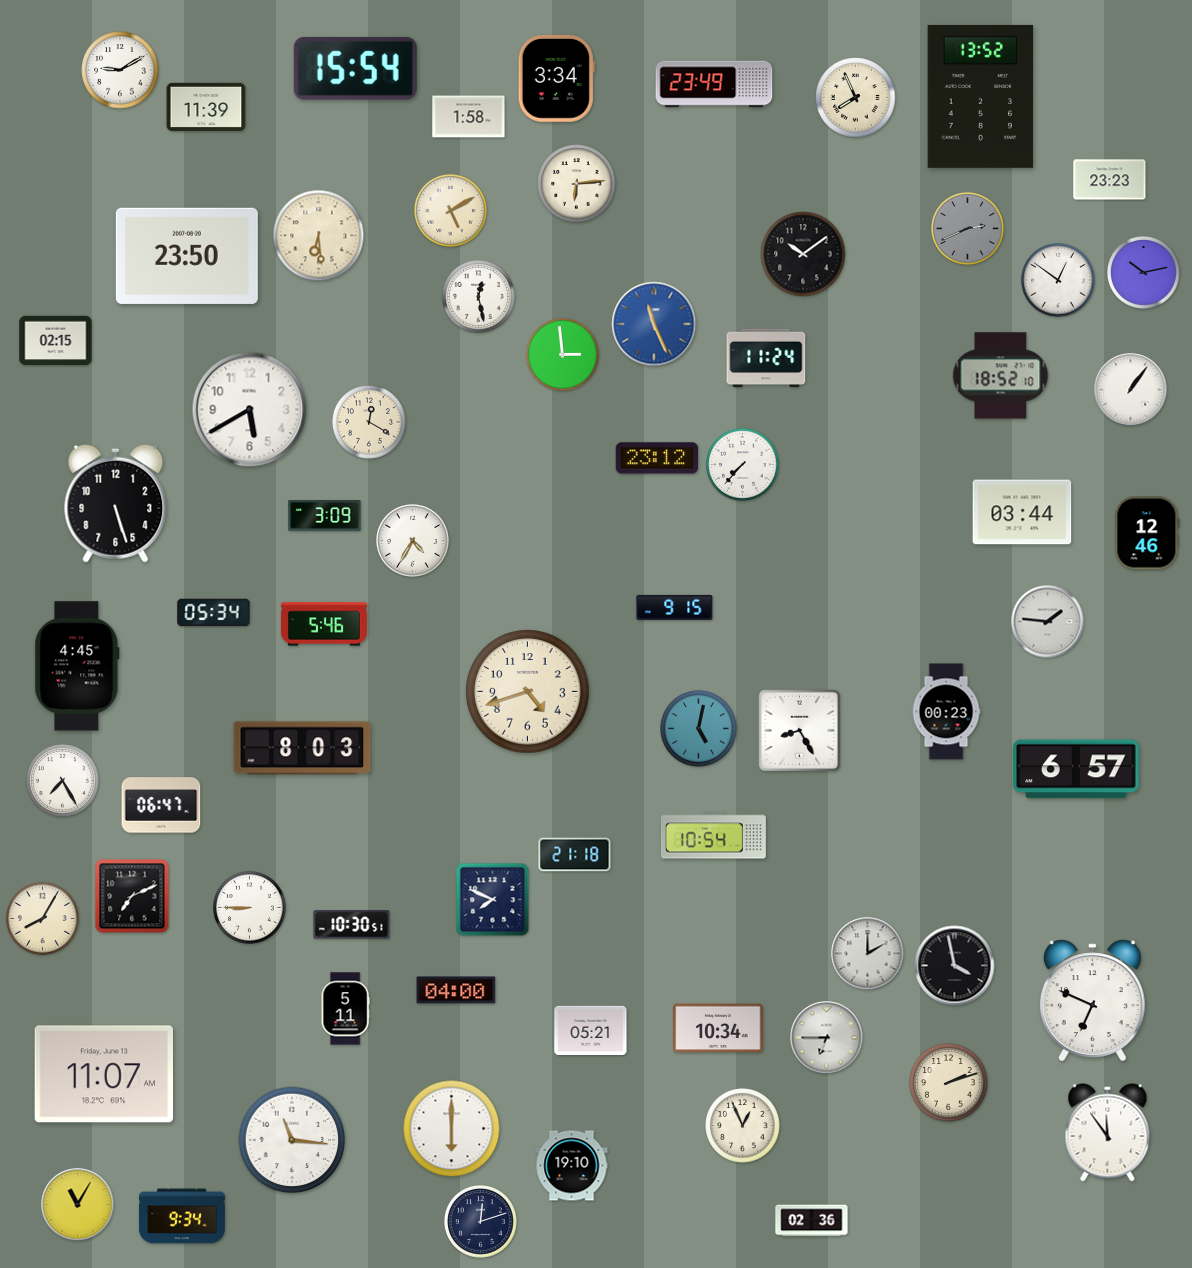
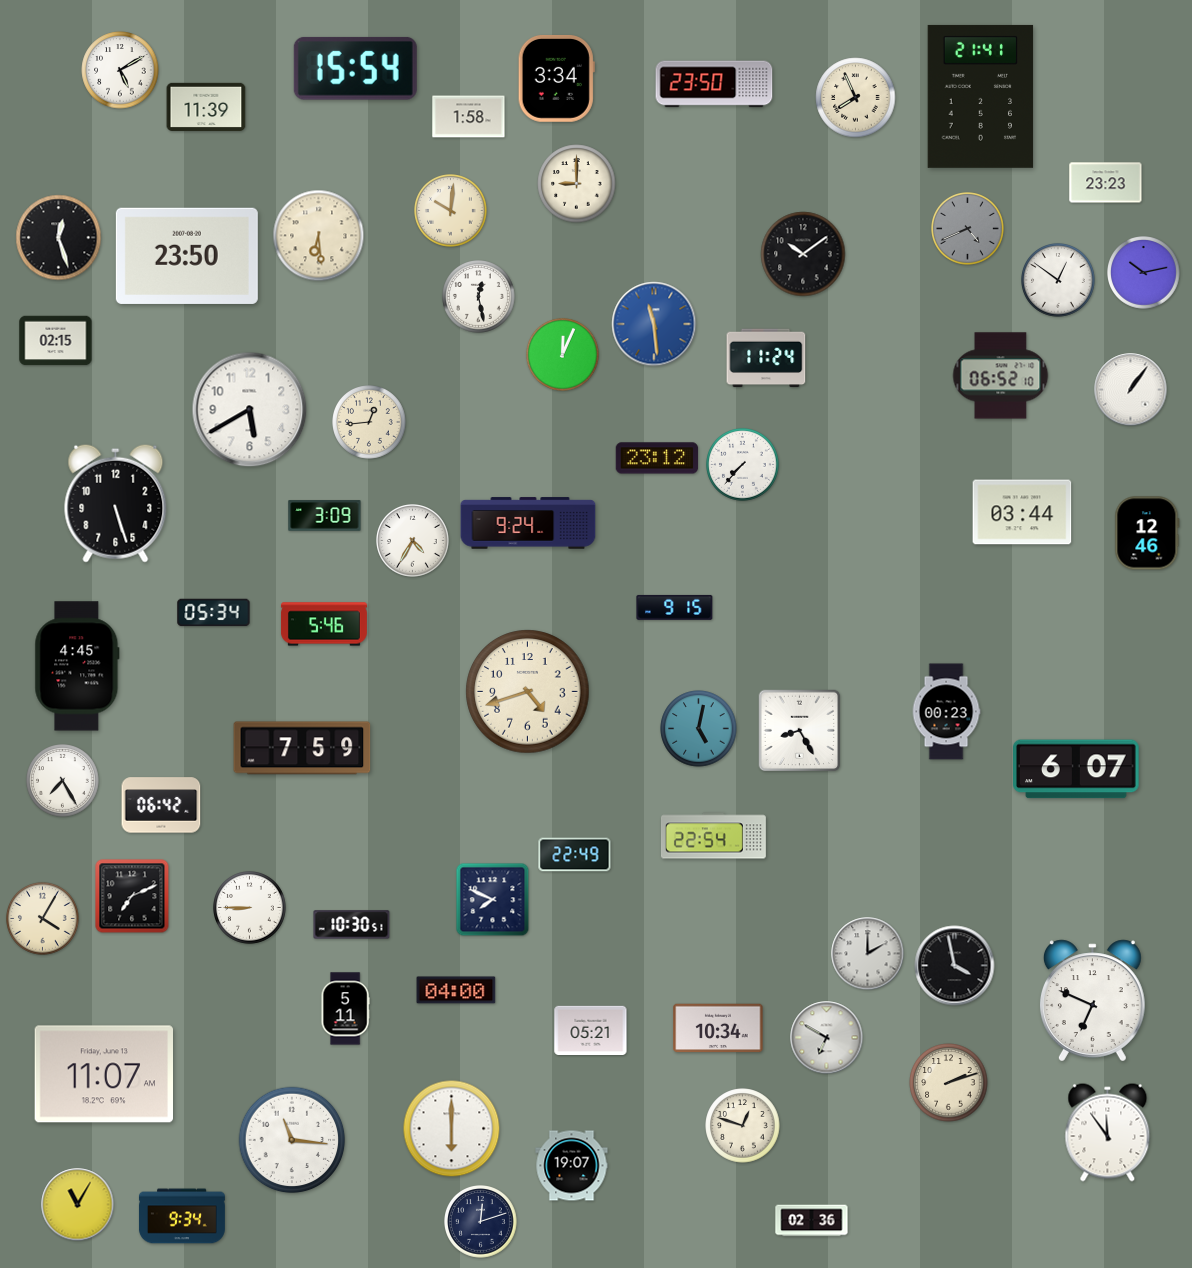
clock at (120, 70): 9:10 -> 5:10
clock at (714, 84): 23:49 -> 23:50
clock at (981, 96): 13:52 -> 21:41
clock at (1110, 180) position: (1110, 180) -> (1106, 183)
clock at (577, 184): 6:14 -> 9:00
clock at (451, 211): 5:10 -> 10:01
clock at (968, 229): 2:41 -> 4:41
clock at (59, 238): none -> 12:27
clock at (654, 324): 11:26 -> 11:29
clock at (563, 355): 2:59 -> 12:04
clock at (1001, 376): 18:52 -> 06:52
clock at (369, 422): 12:20 -> 12:44
clock at (528, 523): none -> 9:24
clock at (1048, 622): 1:46 -> none
clock at (302, 748): 8:03 -> 7:59
clock at (1077, 769): 6:57 -> 6:07
clock at (161, 805): 06:47 -> 06:42
clock at (713, 836): 10:54 -> 22:54
clock at (575, 855): 21:18 -> 22:49
clock at (43, 919): 8:05 -> 4:05
clock at (827, 1038): 6:45 -> 6:50
clock at (743, 1126): 12:56 -> 12:48
clock at (572, 1166): 19:10 -> 19:07
